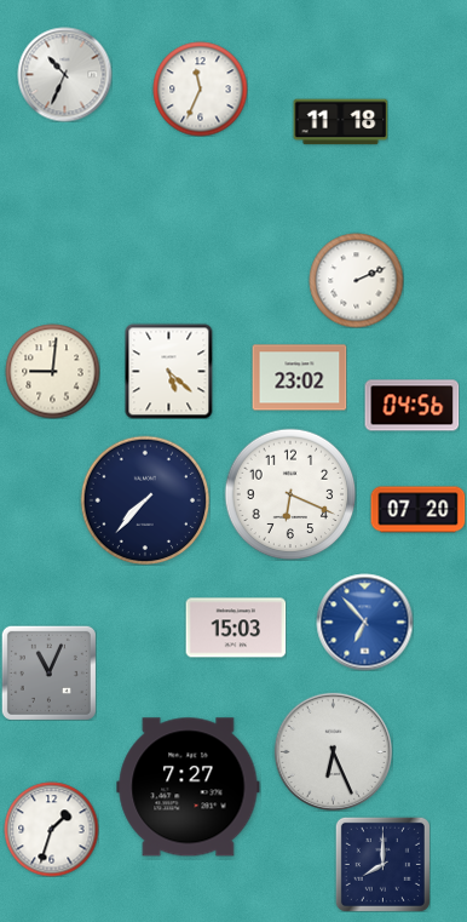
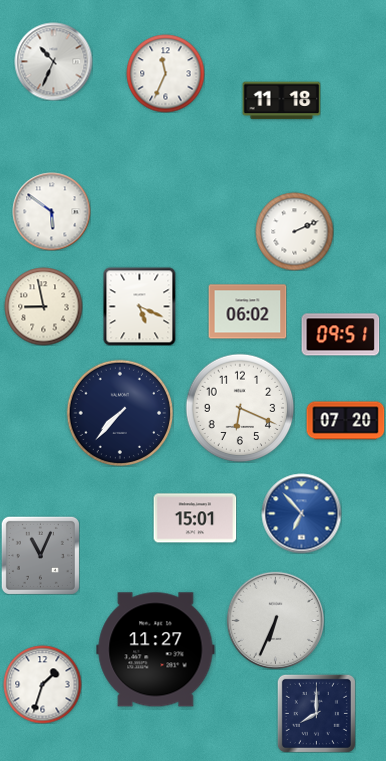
clock at (51, 211): none -> 5:51
clock at (52, 371): 9:01 -> 8:58
clock at (169, 371): 5:22 -> 5:19
clock at (299, 378): 23:02 -> 06:02
clock at (411, 406): 04:56 -> 09:51
clock at (236, 628): 15:03 -> 15:01
clock at (333, 751): 6:26 -> 6:34
clock at (189, 788): 7:27 -> 11:27
